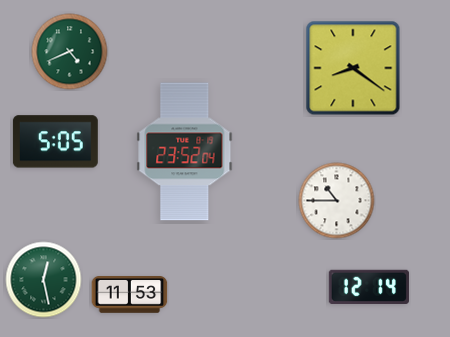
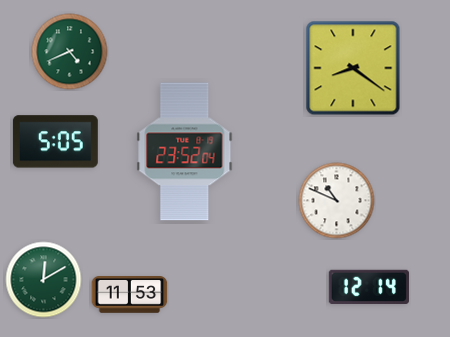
clock at (337, 201): 10:45 -> 10:49
clock at (44, 280): 12:28 -> 12:10
